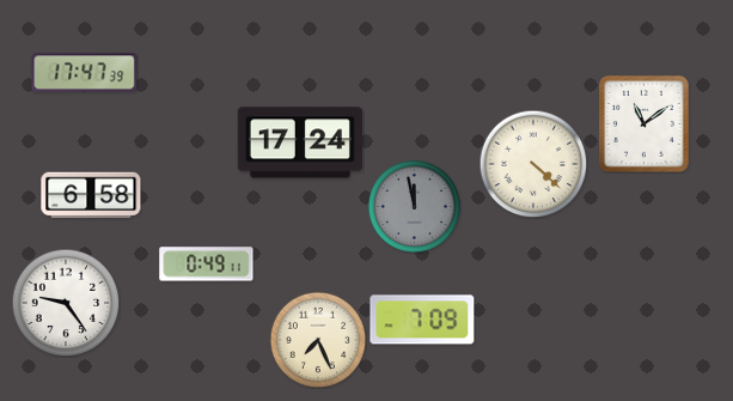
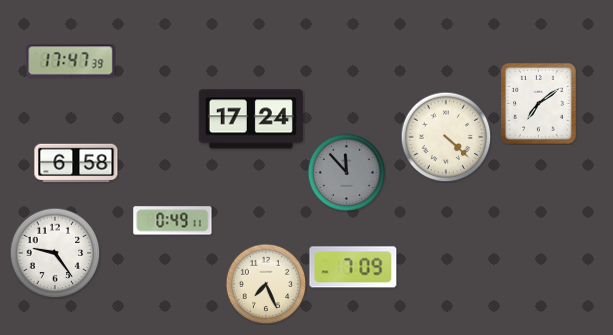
clock at (645, 124): 11:09 -> 7:09
clock at (414, 206): 11:58 -> 11:53
